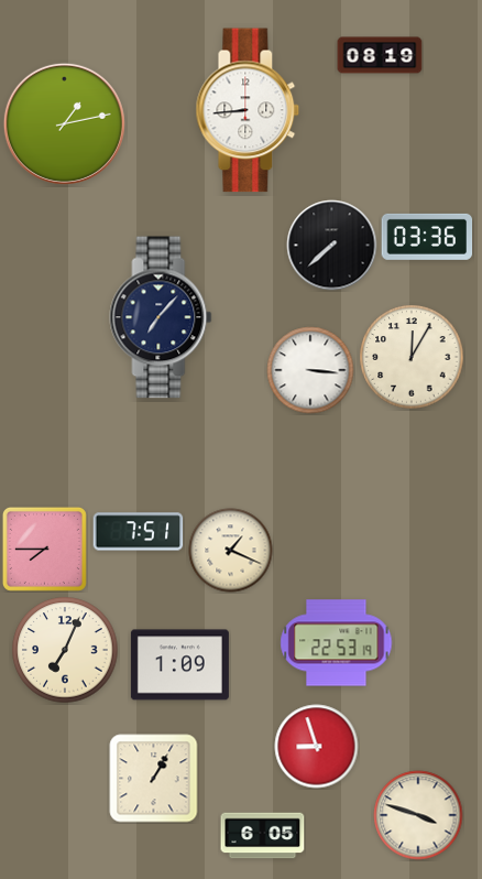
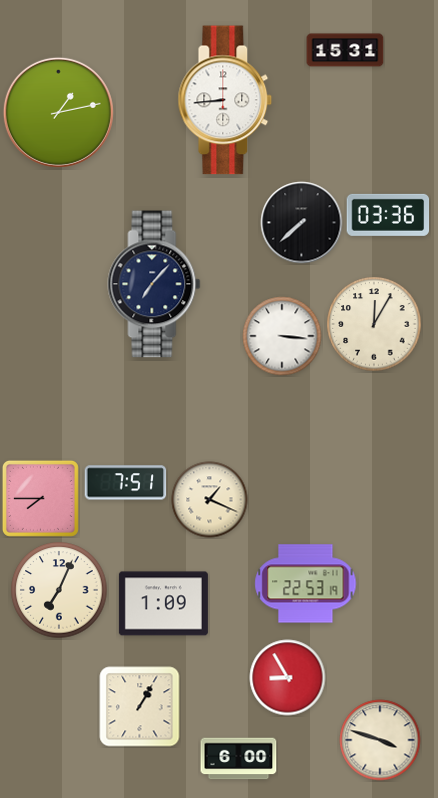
clock at (380, 55): 08:19 -> 15:31
clock at (161, 317) position: (161, 317) -> (154, 284)
clock at (317, 747): 8:57 -> 8:55
clock at (263, 836): 6:05 -> 6:00
